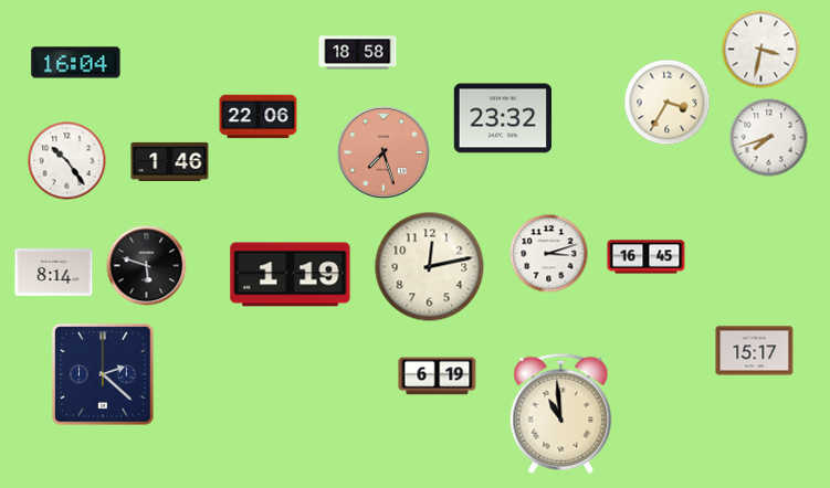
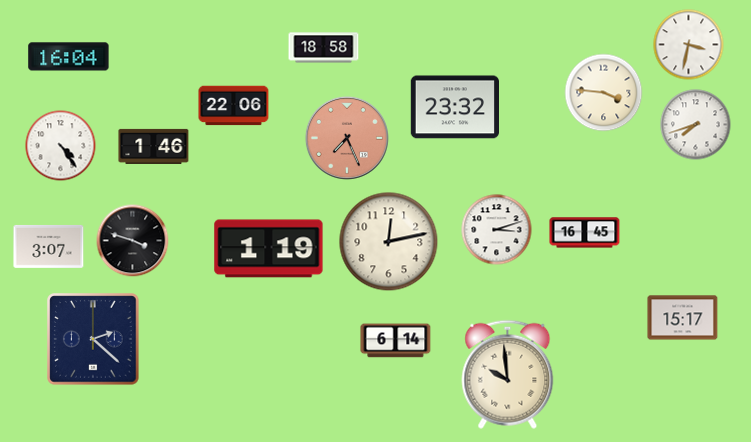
clock at (668, 103): 3:35 -> 3:46
clock at (384, 152): 7:27 -> 7:26
clock at (67, 161): 10:24 -> 4:24
clock at (147, 266): 5:48 -> 3:48
clock at (54, 272): 8:14 -> 3:07
clock at (291, 275) position: (291, 275) -> (269, 249)
clock at (438, 376): 6:19 -> 6:14
clock at (561, 413): 10:59 -> 9:59
